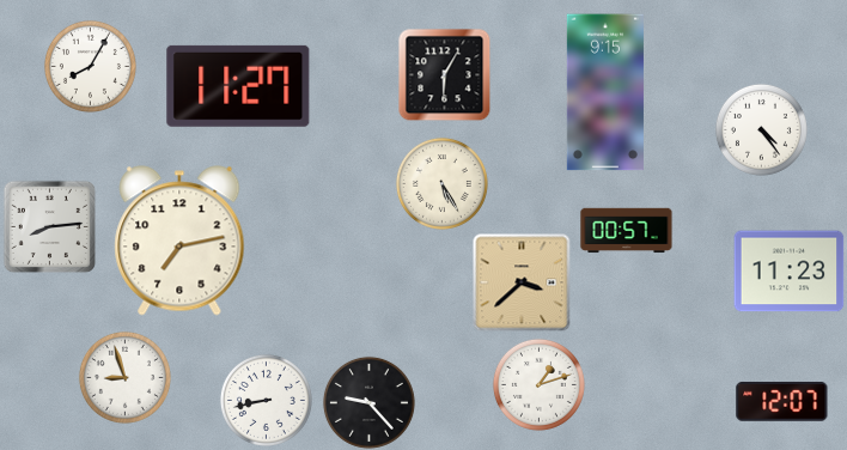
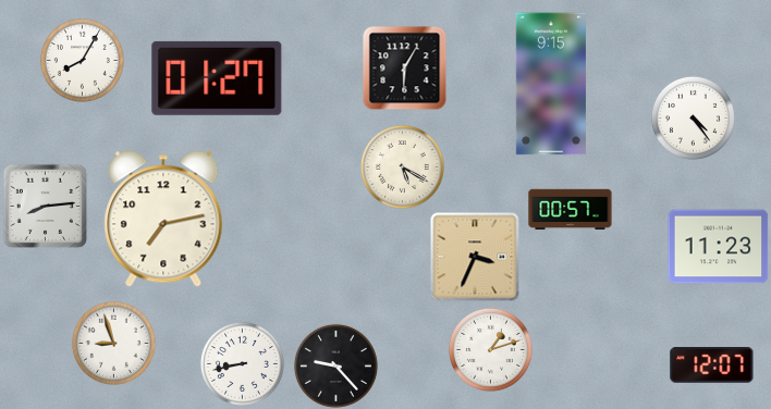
clock at (238, 86): 11:27 -> 01:27
clock at (441, 183): 5:25 -> 5:20
clock at (522, 282): 3:38 -> 3:34
